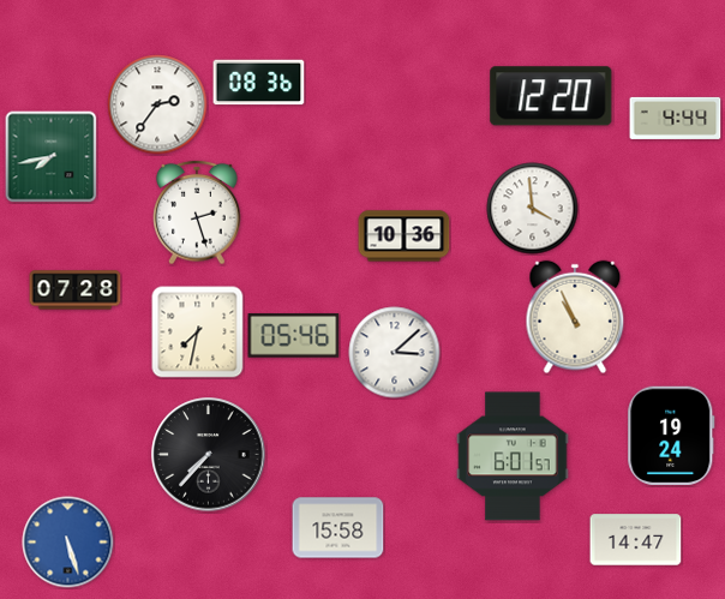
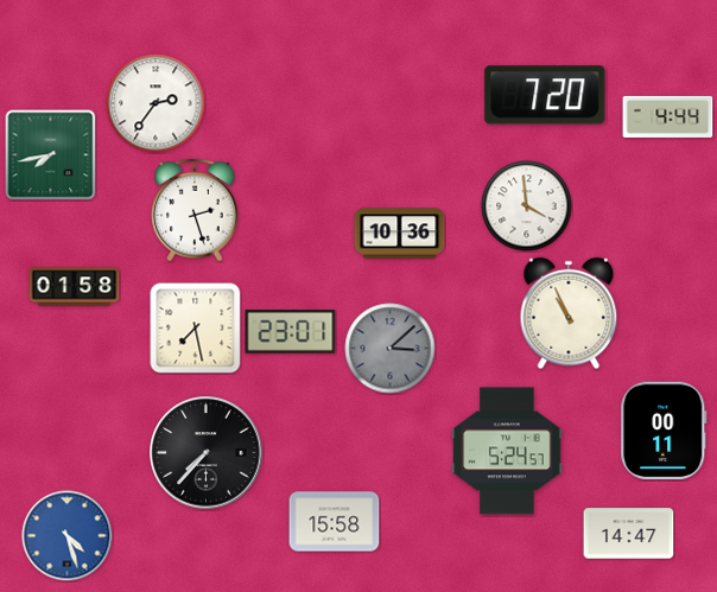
clock at (259, 83): 08:36 -> none
clock at (551, 96): 12:20 -> 7:20
clock at (76, 290): 07:28 -> 01:58
clock at (198, 333): 7:32 -> 7:28
clock at (294, 336): 05:46 -> 23:01
clock at (395, 353) dial: white -> grey
clock at (671, 435): 19:24 -> 00:11
clock at (209, 455) position: (209, 455) -> (207, 453)
clock at (513, 456): 6:01 -> 5:24
clock at (68, 543): 5:27 -> 4:27
